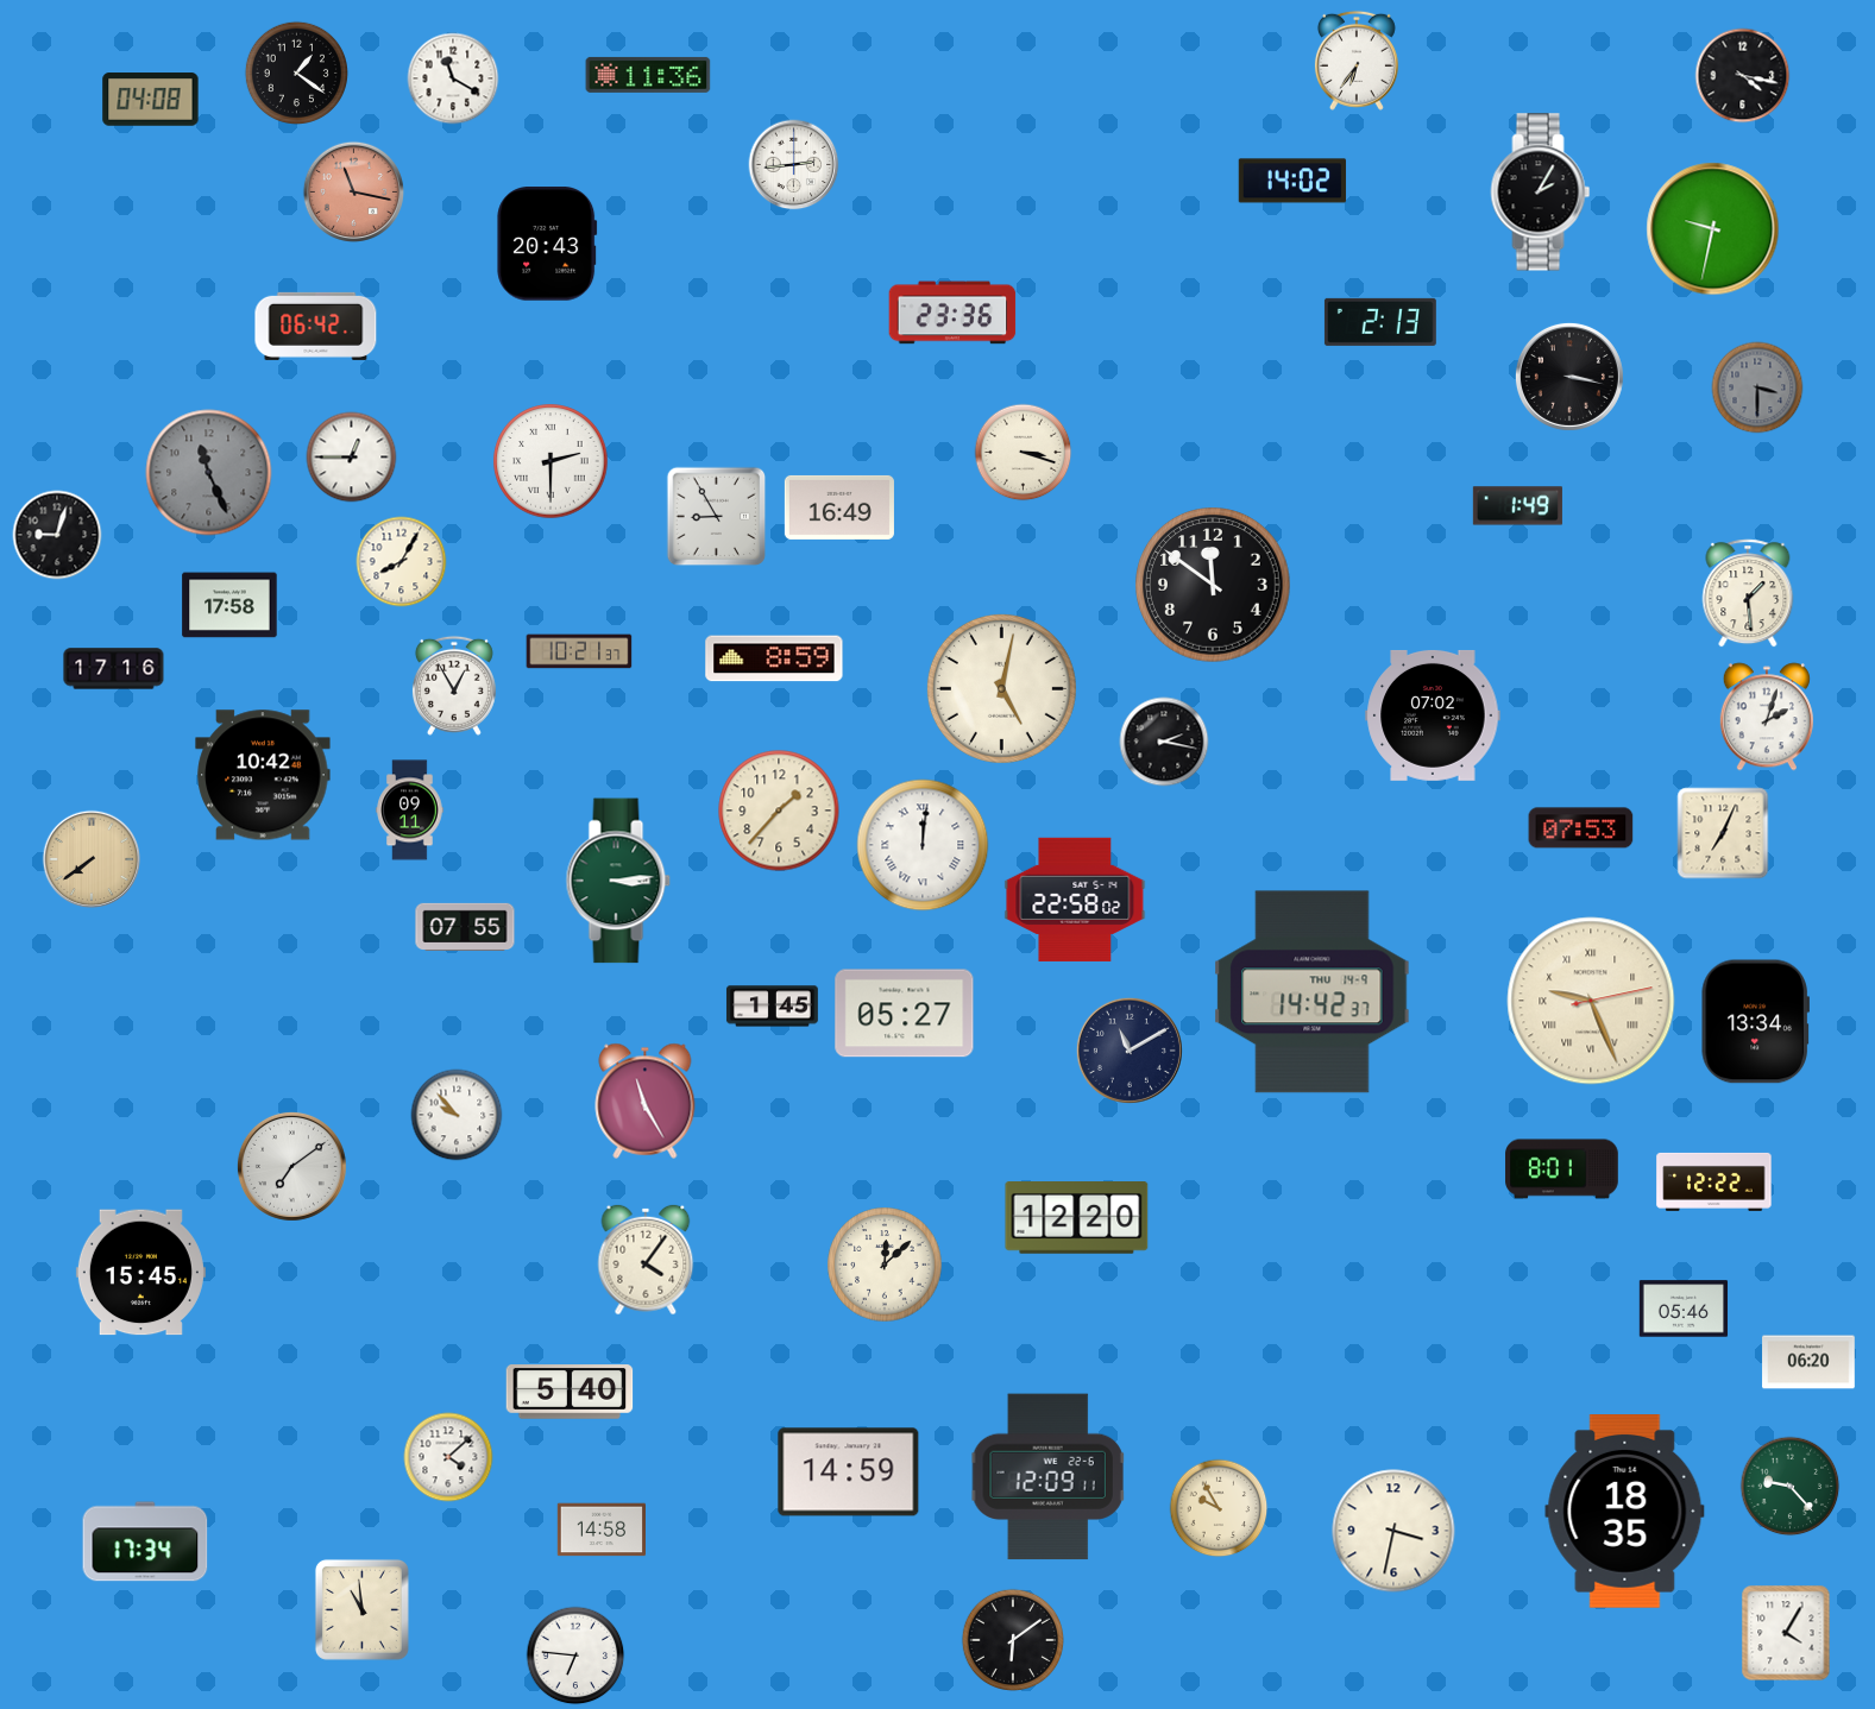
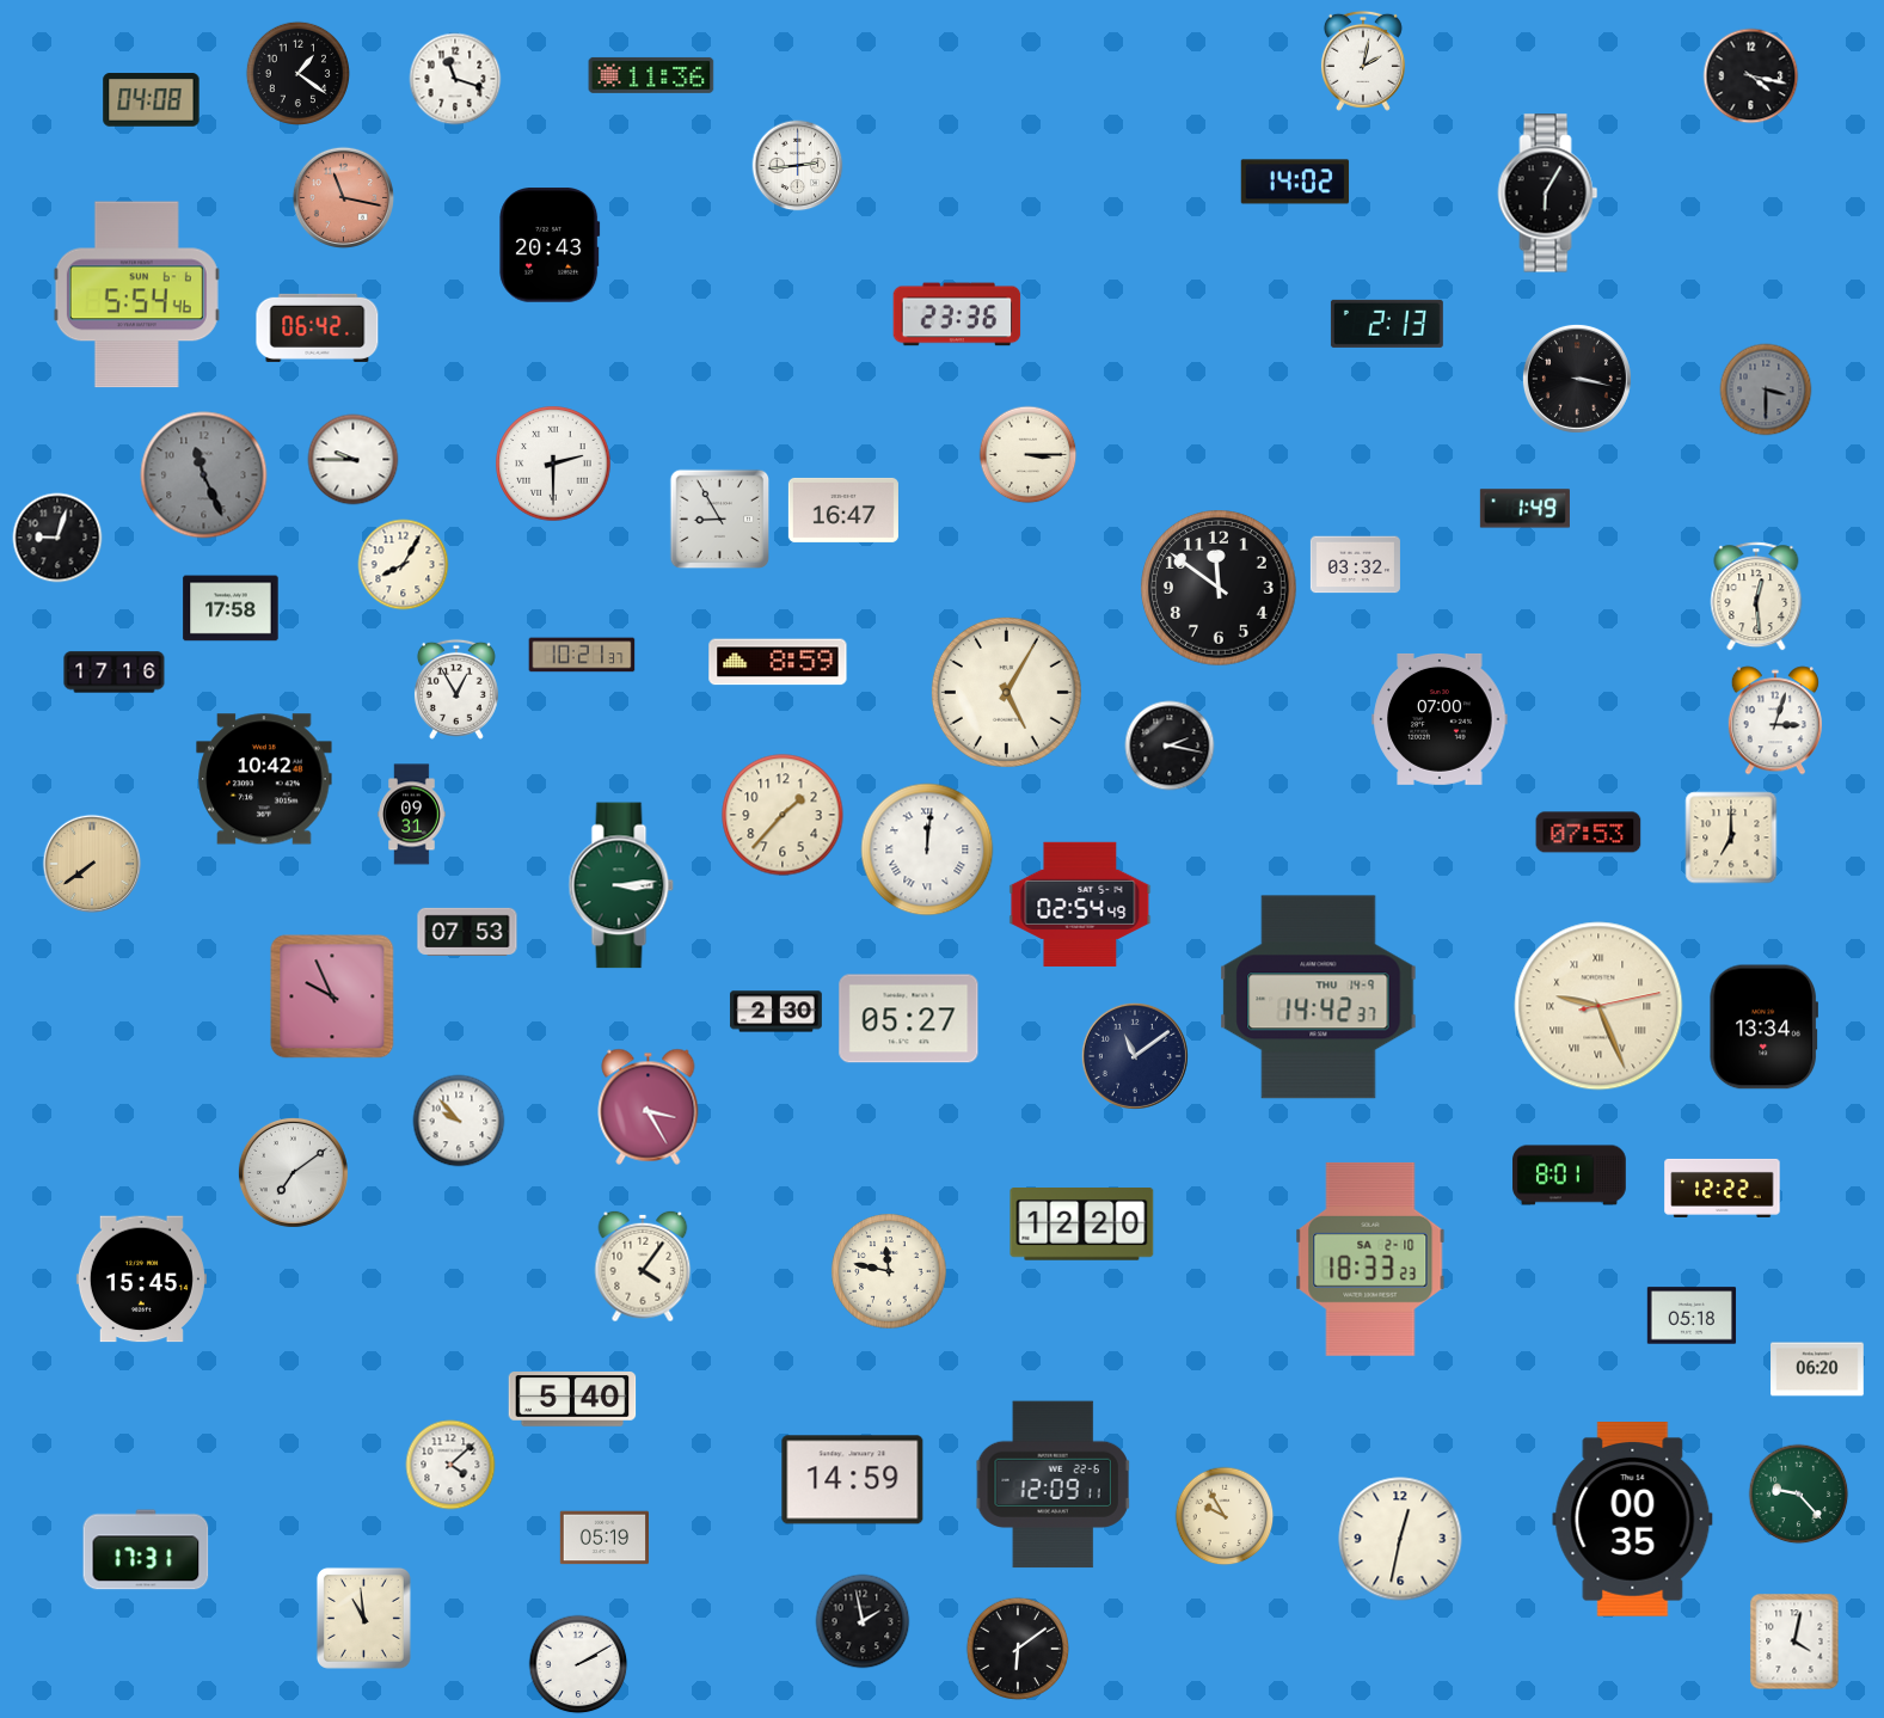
clock at (1357, 61): 6:36 -> 2:02
clock at (453, 78): 11:20 -> 11:18
clock at (1292, 181) position: (1292, 181) -> (1295, 182)
clock at (353, 191) position: (353, 191) -> (343, 197)
clock at (1541, 193): 2:05 -> 6:05
clock at (1713, 229): 9:32 -> none
clock at (136, 295): none -> 5:54
clock at (1024, 453): 3:18 -> 3:15
clock at (352, 458): 12:45 -> 9:45
clock at (209, 473) position: (209, 473) -> (204, 475)
clock at (839, 507): 16:49 -> 16:47
clock at (1355, 565): none -> 03:32
clock at (1748, 593): 1:29 -> 12:29
clock at (1001, 688): 5:02 -> 5:05
clock at (1433, 715): 07:02 -> 07:00
clock at (1767, 717): 2:03 -> 3:03
clock at (410, 811): 09:11 -> 09:31
clock at (1723, 833): 7:04 -> 7:00
clock at (1075, 900): 22:58 -> 02:54
clock at (465, 927): 07:55 -> 07:53
clock at (332, 996): none -> 9:56
clock at (772, 1007): 1:45 -> 2:30
clock at (1130, 1051): 11:10 -> 11:09
clock at (646, 1101): 11:25 -> 3:25
clock at (1370, 1259): none -> 18:33
clock at (646, 1260) position: (646, 1260) -> (643, 1266)
clock at (885, 1265): 12:08 -> 11:47
clock at (1684, 1308): 05:46 -> 05:18
clock at (1625, 1512): 18:35 -> 00:35
clock at (602, 1530): 14:58 -> 05:19
clock at (1393, 1531): 3:32 -> 12:32
clock at (145, 1541): 17:34 -> 17:31
clock at (863, 1621): none -> 1:58
clock at (1786, 1633): 4:05 -> 4:02
clock at (575, 1656): 6:46 -> 2:10
